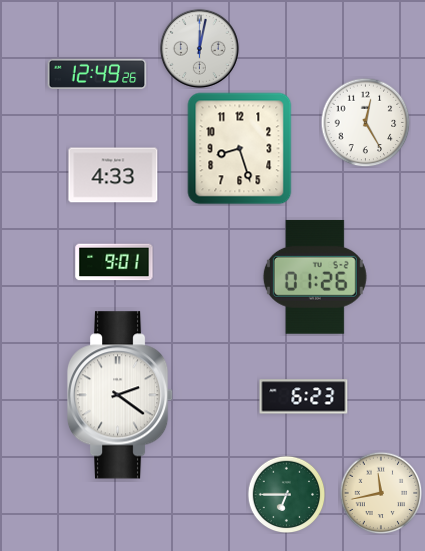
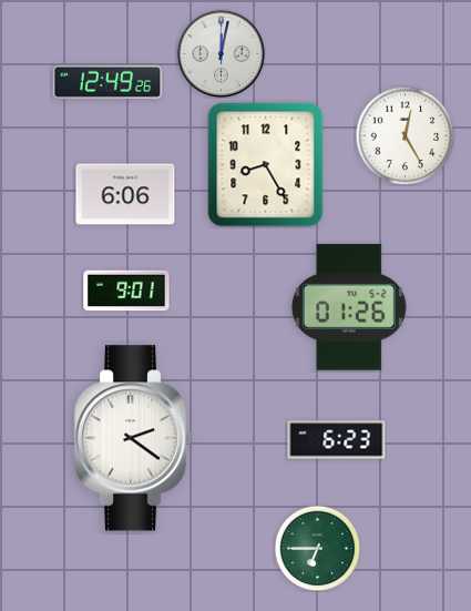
clock at (240, 149): 8:27 -> 8:25
clock at (113, 175): 4:33 -> 6:06
clock at (381, 493): 11:43 -> none
